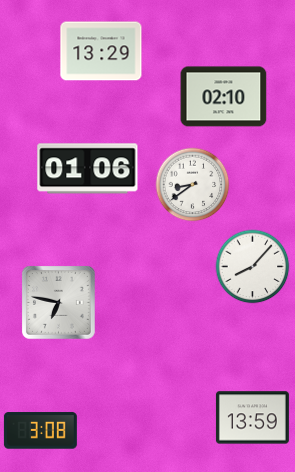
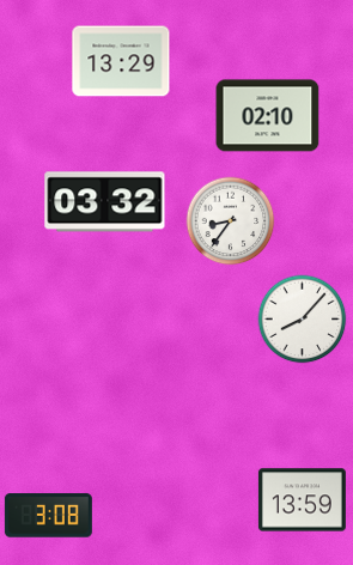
clock at (88, 169): 01:06 -> 03:32
clock at (193, 185): 8:39 -> 8:36
clock at (59, 303): 6:47 -> none
